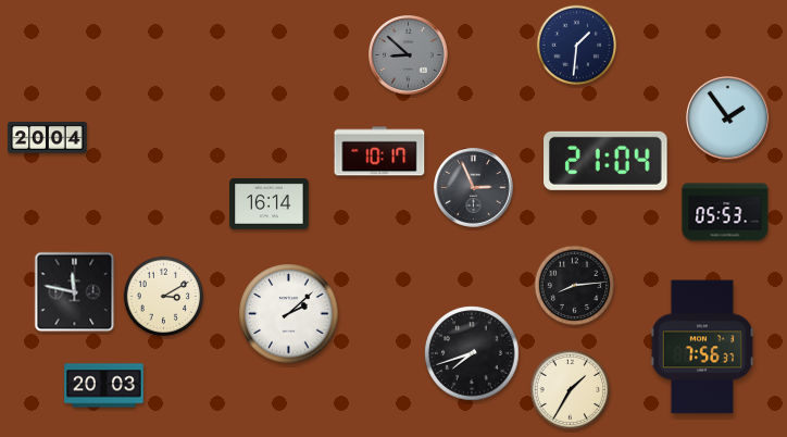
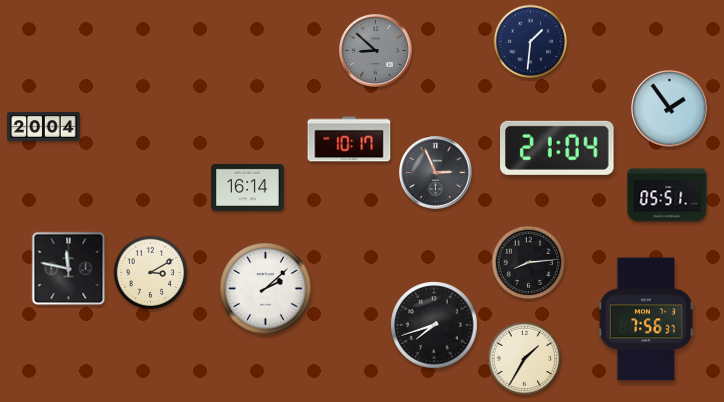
clock at (725, 212): 05:53 -> 05:51
clock at (104, 386): 20:03 -> none
